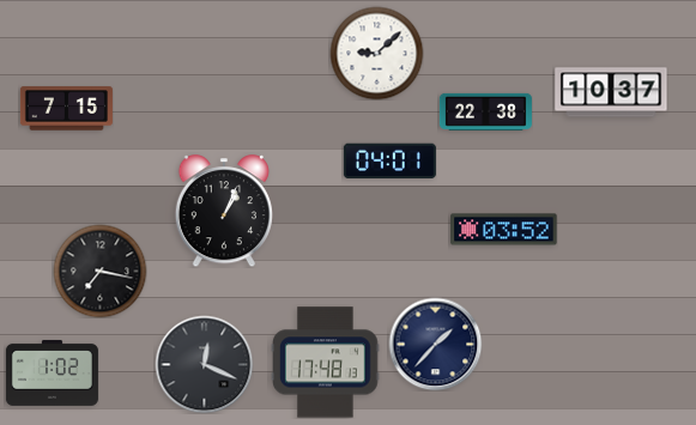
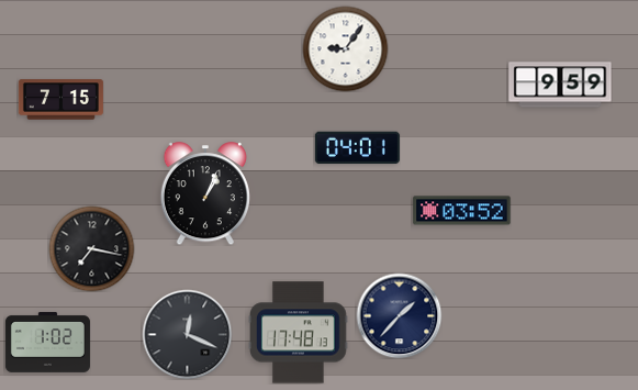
clock at (376, 53): 9:08 -> 9:06
clock at (611, 92): 10:37 -> 9:59
clock at (485, 111): 22:38 -> none
